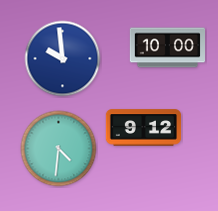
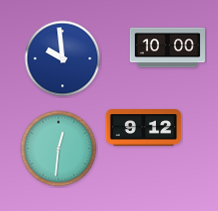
clock at (59, 149): 4:31 -> 12:31
